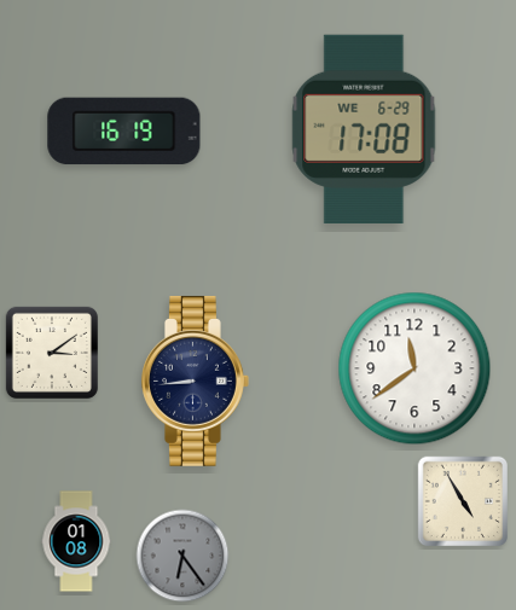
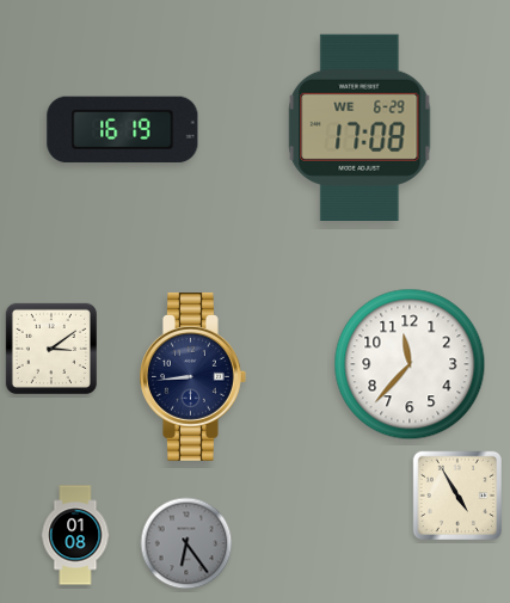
clock at (414, 368): 11:39 -> 11:37
clock at (182, 556) position: (182, 556) -> (186, 543)
